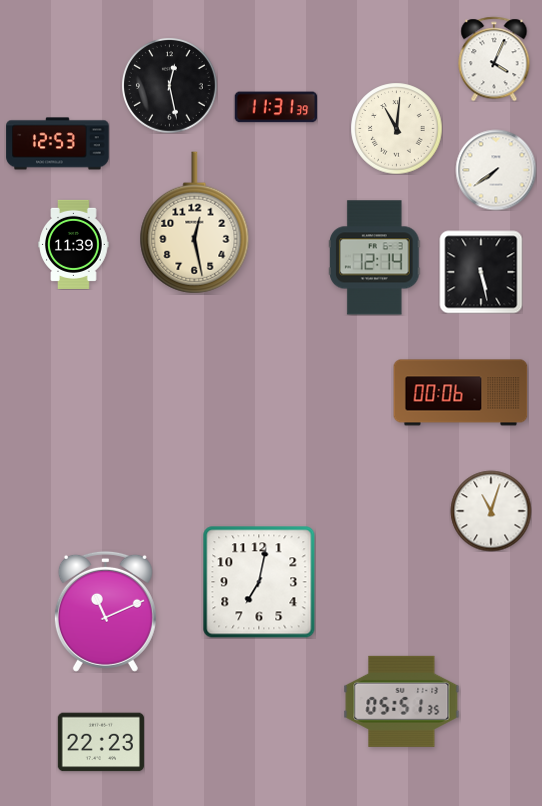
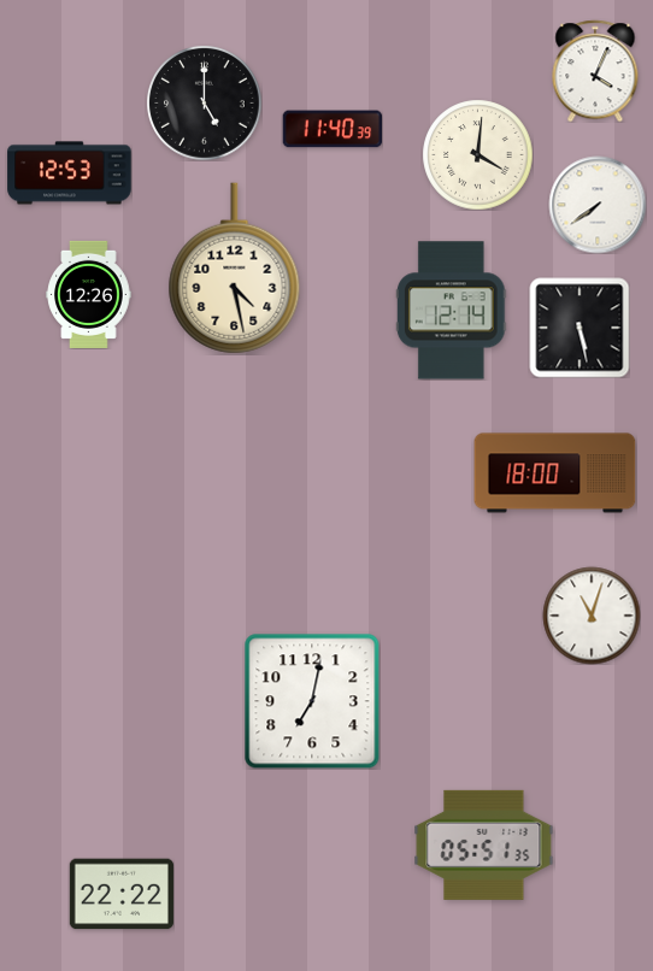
clock at (170, 86): 12:28 -> 5:00
clock at (276, 107): 11:31 -> 11:40
clock at (396, 128): 11:01 -> 4:01
clock at (195, 223): 12:28 -> 4:28
clock at (74, 244): 11:39 -> 12:26
clock at (461, 393): 00:06 -> 18:00
clock at (105, 611): 11:11 -> none
clock at (101, 742): 22:23 -> 22:22
